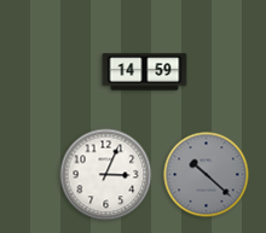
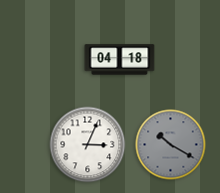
clock at (145, 72): 14:59 -> 04:18
clock at (207, 175): 10:22 -> 10:20
